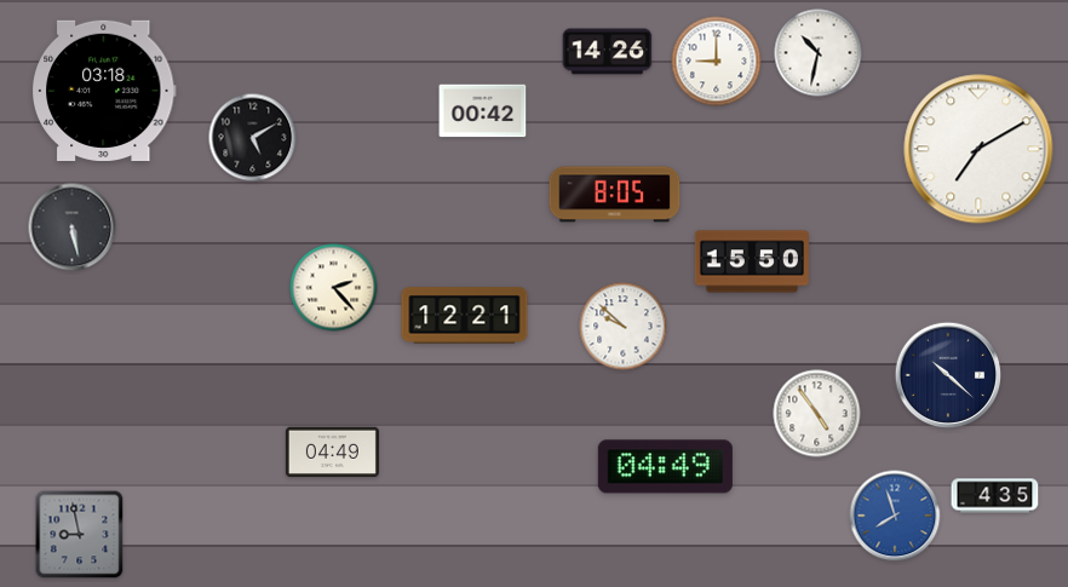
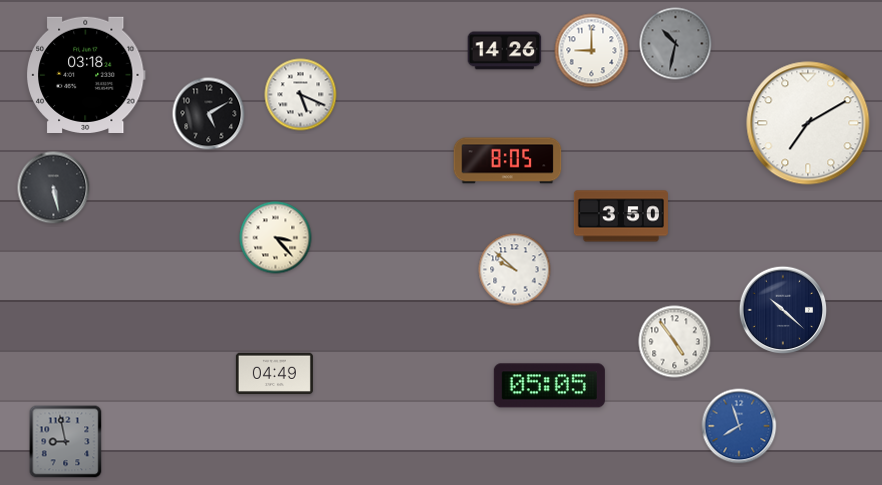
clock at (608, 52) position: (608, 52) -> (505, 51)
clock at (819, 53) dial: white -> grey
clock at (483, 111): 00:42 -> none
clock at (301, 95): none -> 5:19
clock at (73, 228) position: (73, 228) -> (54, 188)
clock at (752, 261): 15:50 -> 3:50
clock at (334, 288): 2:23 -> 3:23
clock at (465, 316): 12:21 -> none
clock at (665, 467): 04:49 -> 05:05
clock at (995, 496): 4:35 -> none
